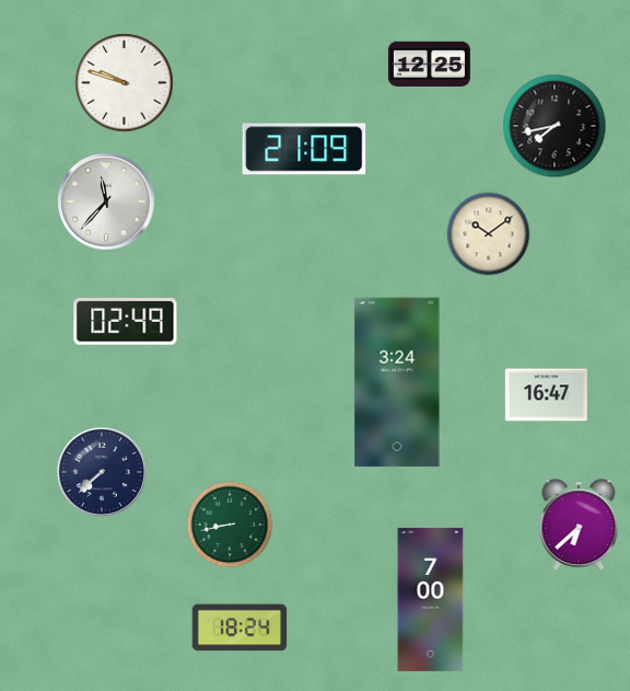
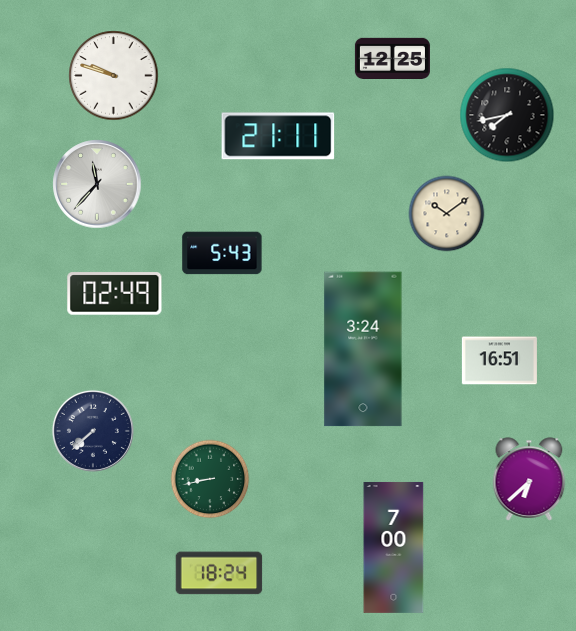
clock at (304, 149): 21:09 -> 21:11
clock at (222, 253): none -> 5:43
clock at (546, 395): 16:47 -> 16:51
